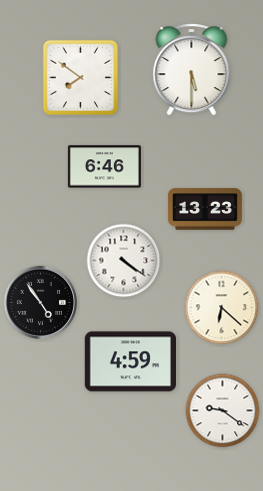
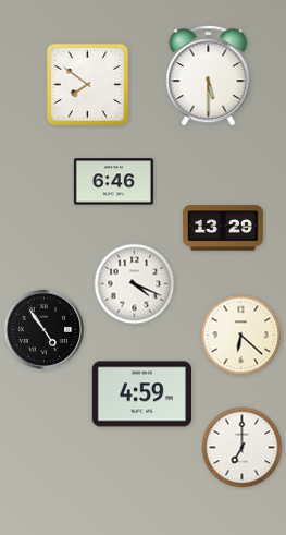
clock at (205, 209): 13:23 -> 13:29
clock at (124, 261): 4:21 -> 4:19
clock at (223, 411): 9:21 -> 7:00
